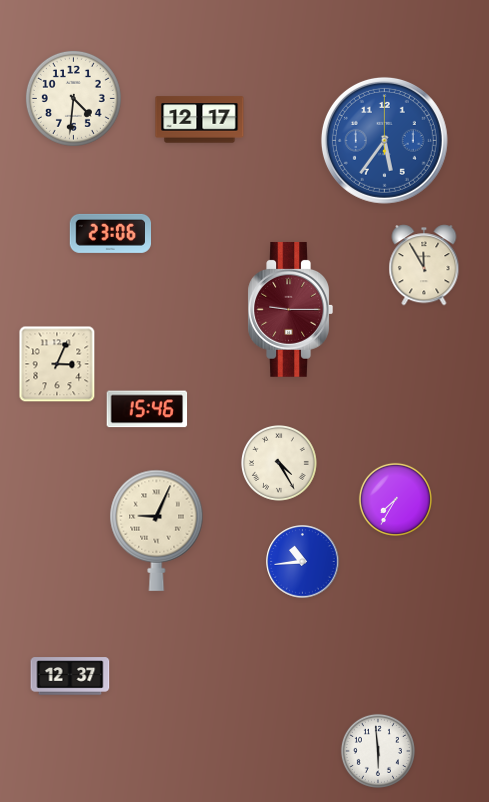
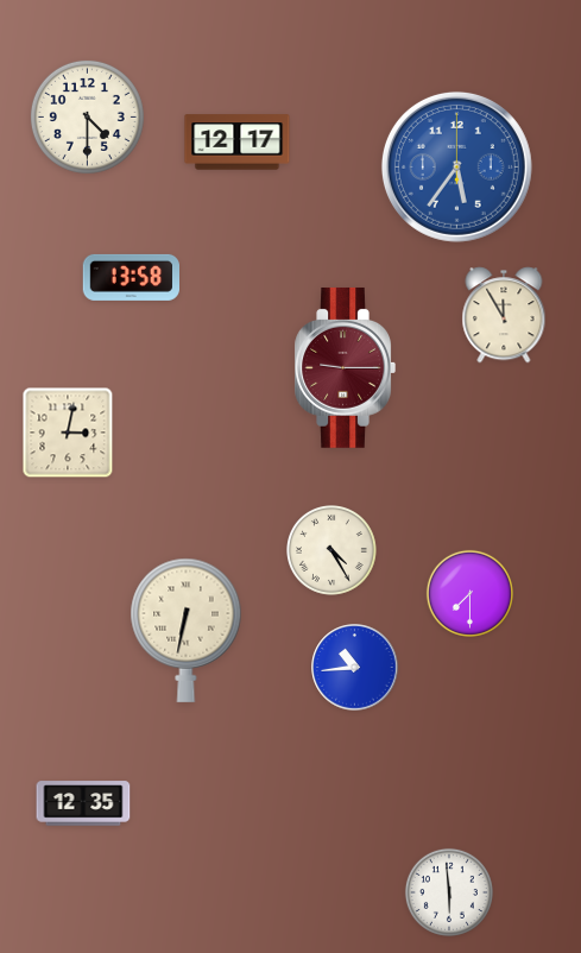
clock at (73, 98): 4:31 -> 4:30
clock at (110, 233): 23:06 -> 13:58
clock at (57, 364): 3:04 -> 3:02
clock at (147, 409): 15:46 -> none
clock at (395, 499): 7:35 -> 7:30
clock at (157, 530): 9:04 -> 6:32
clock at (303, 562) position: (303, 562) -> (355, 668)
clock at (70, 676): 12:37 -> 12:35
